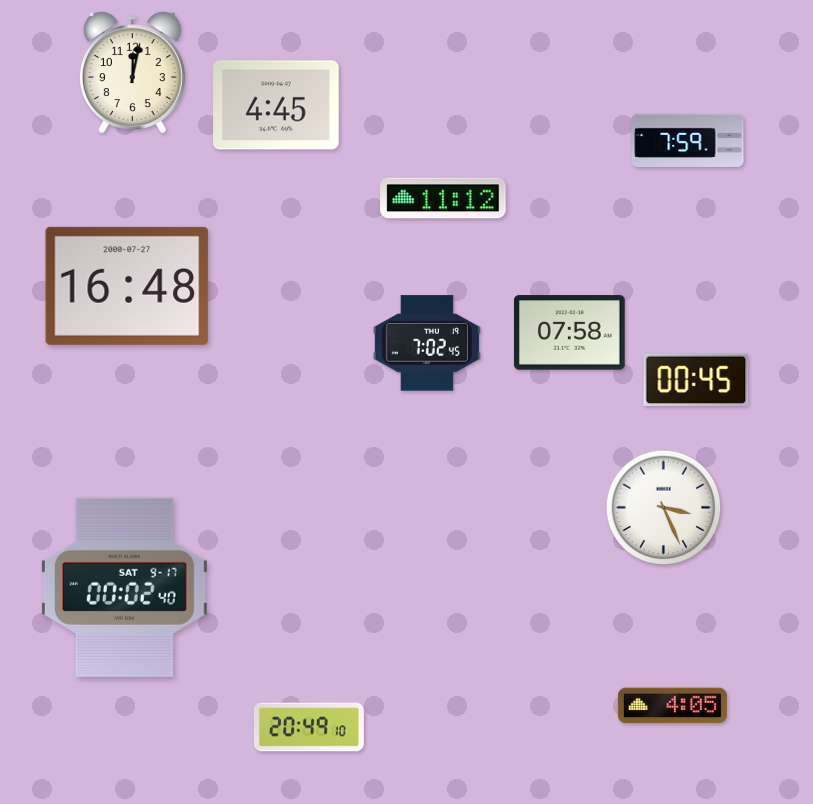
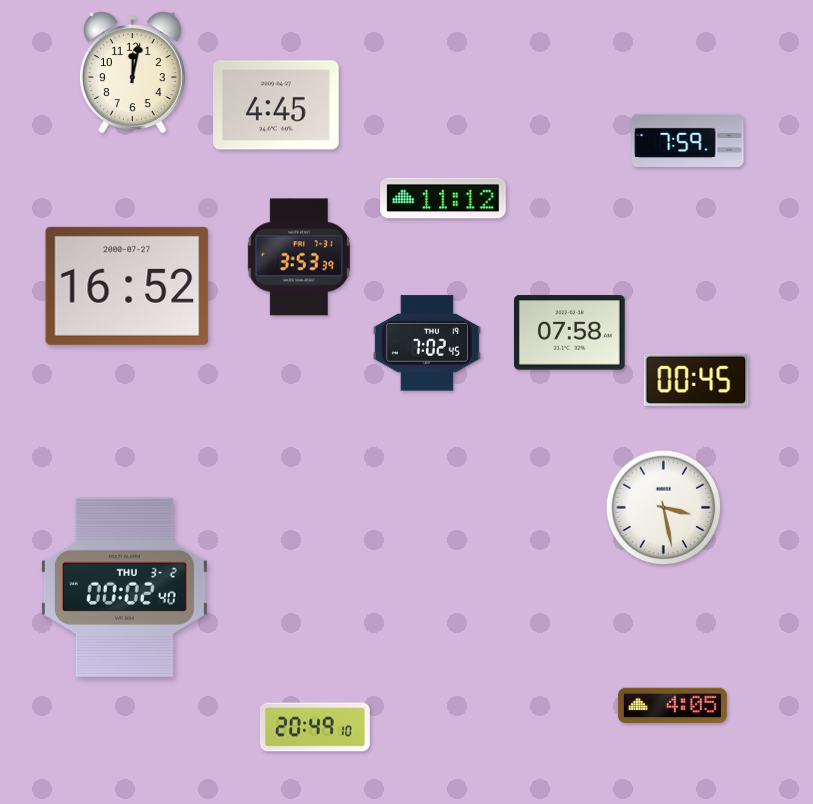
clock at (299, 257): none -> 3:53
clock at (127, 286): 16:48 -> 16:52
clock at (664, 508): 3:26 -> 3:28
clock at (124, 587) date: SAT 9-17 -> THU 3-2
clock at (309, 727) position: (309, 727) -> (315, 727)
